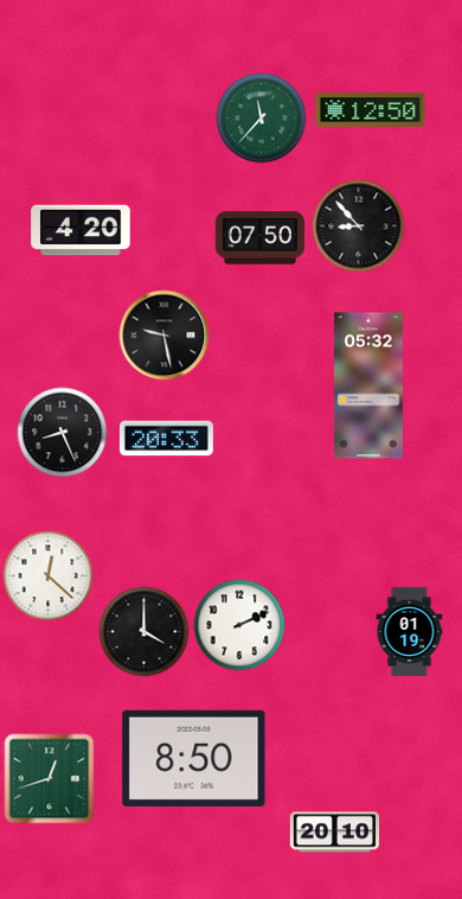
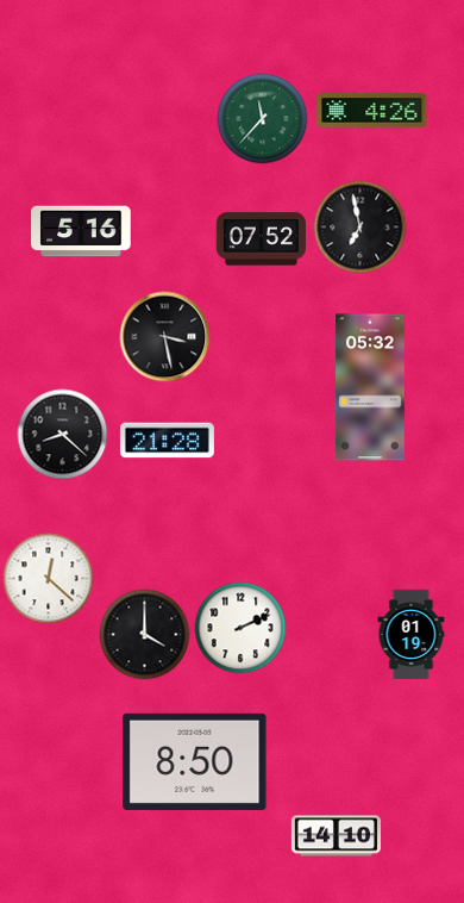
clock at (371, 110): 12:50 -> 4:26
clock at (359, 227): 8:53 -> 6:58
clock at (81, 230): 4:20 -> 5:16
clock at (259, 238): 07:50 -> 07:52
clock at (165, 336): 9:28 -> 3:28
clock at (63, 433): 8:26 -> 8:22
clock at (166, 439): 20:33 -> 21:28
clock at (50, 779): 12:42 -> none
clock at (334, 833): 20:10 -> 14:10
